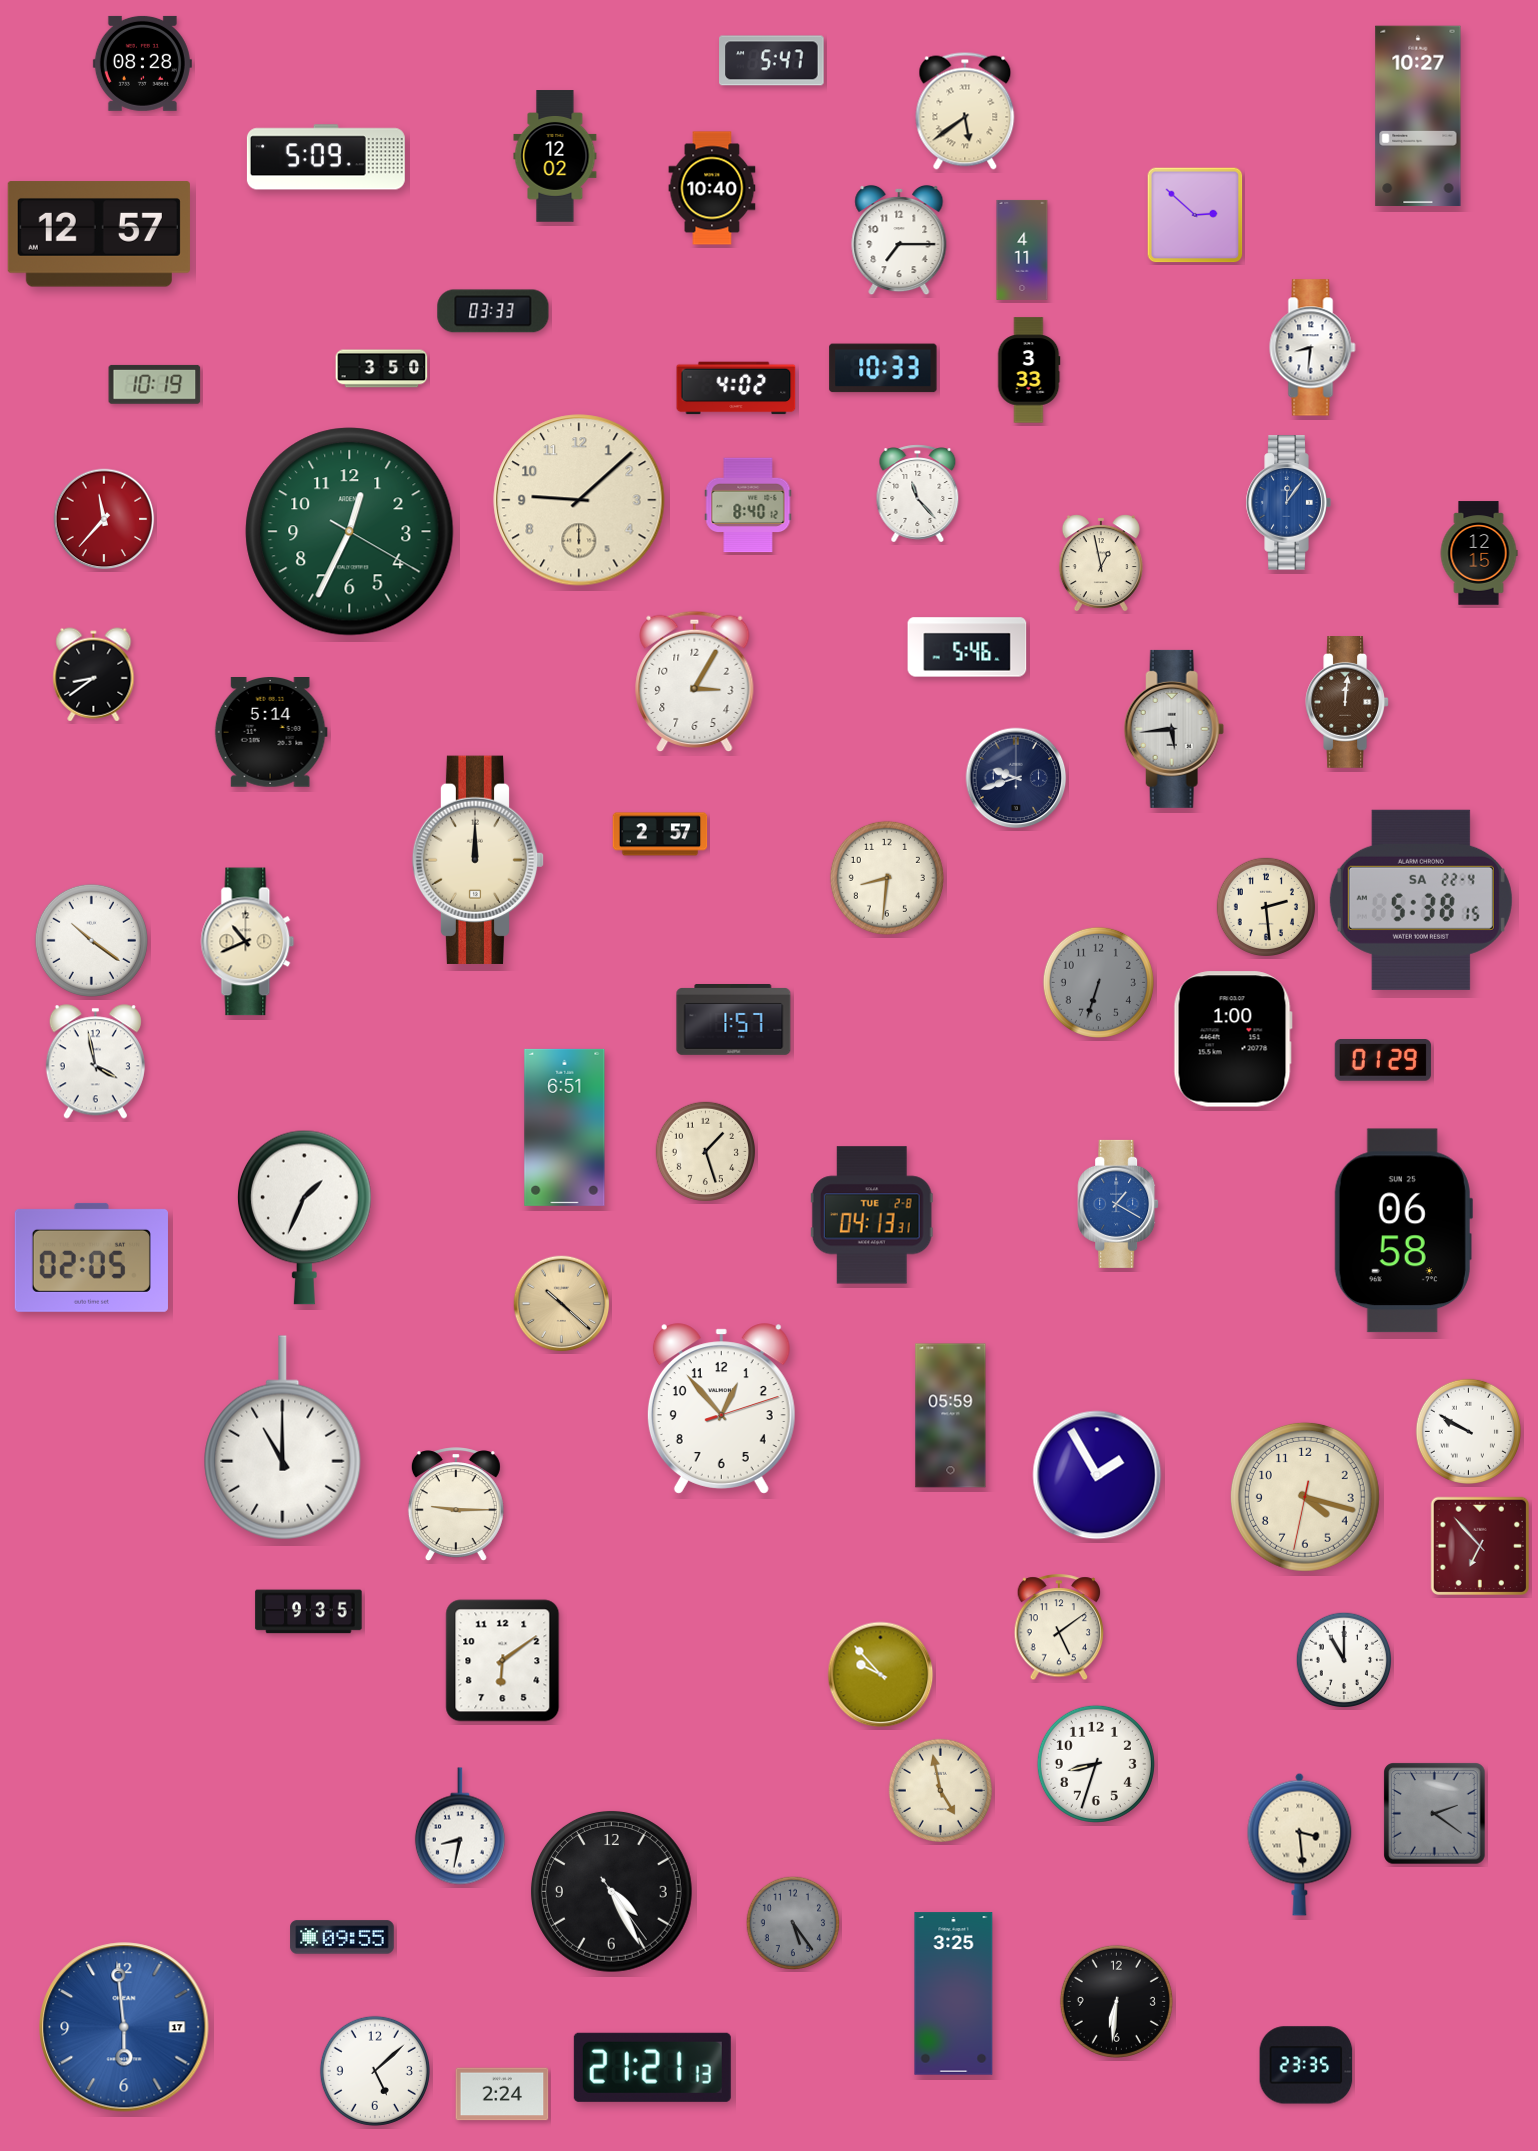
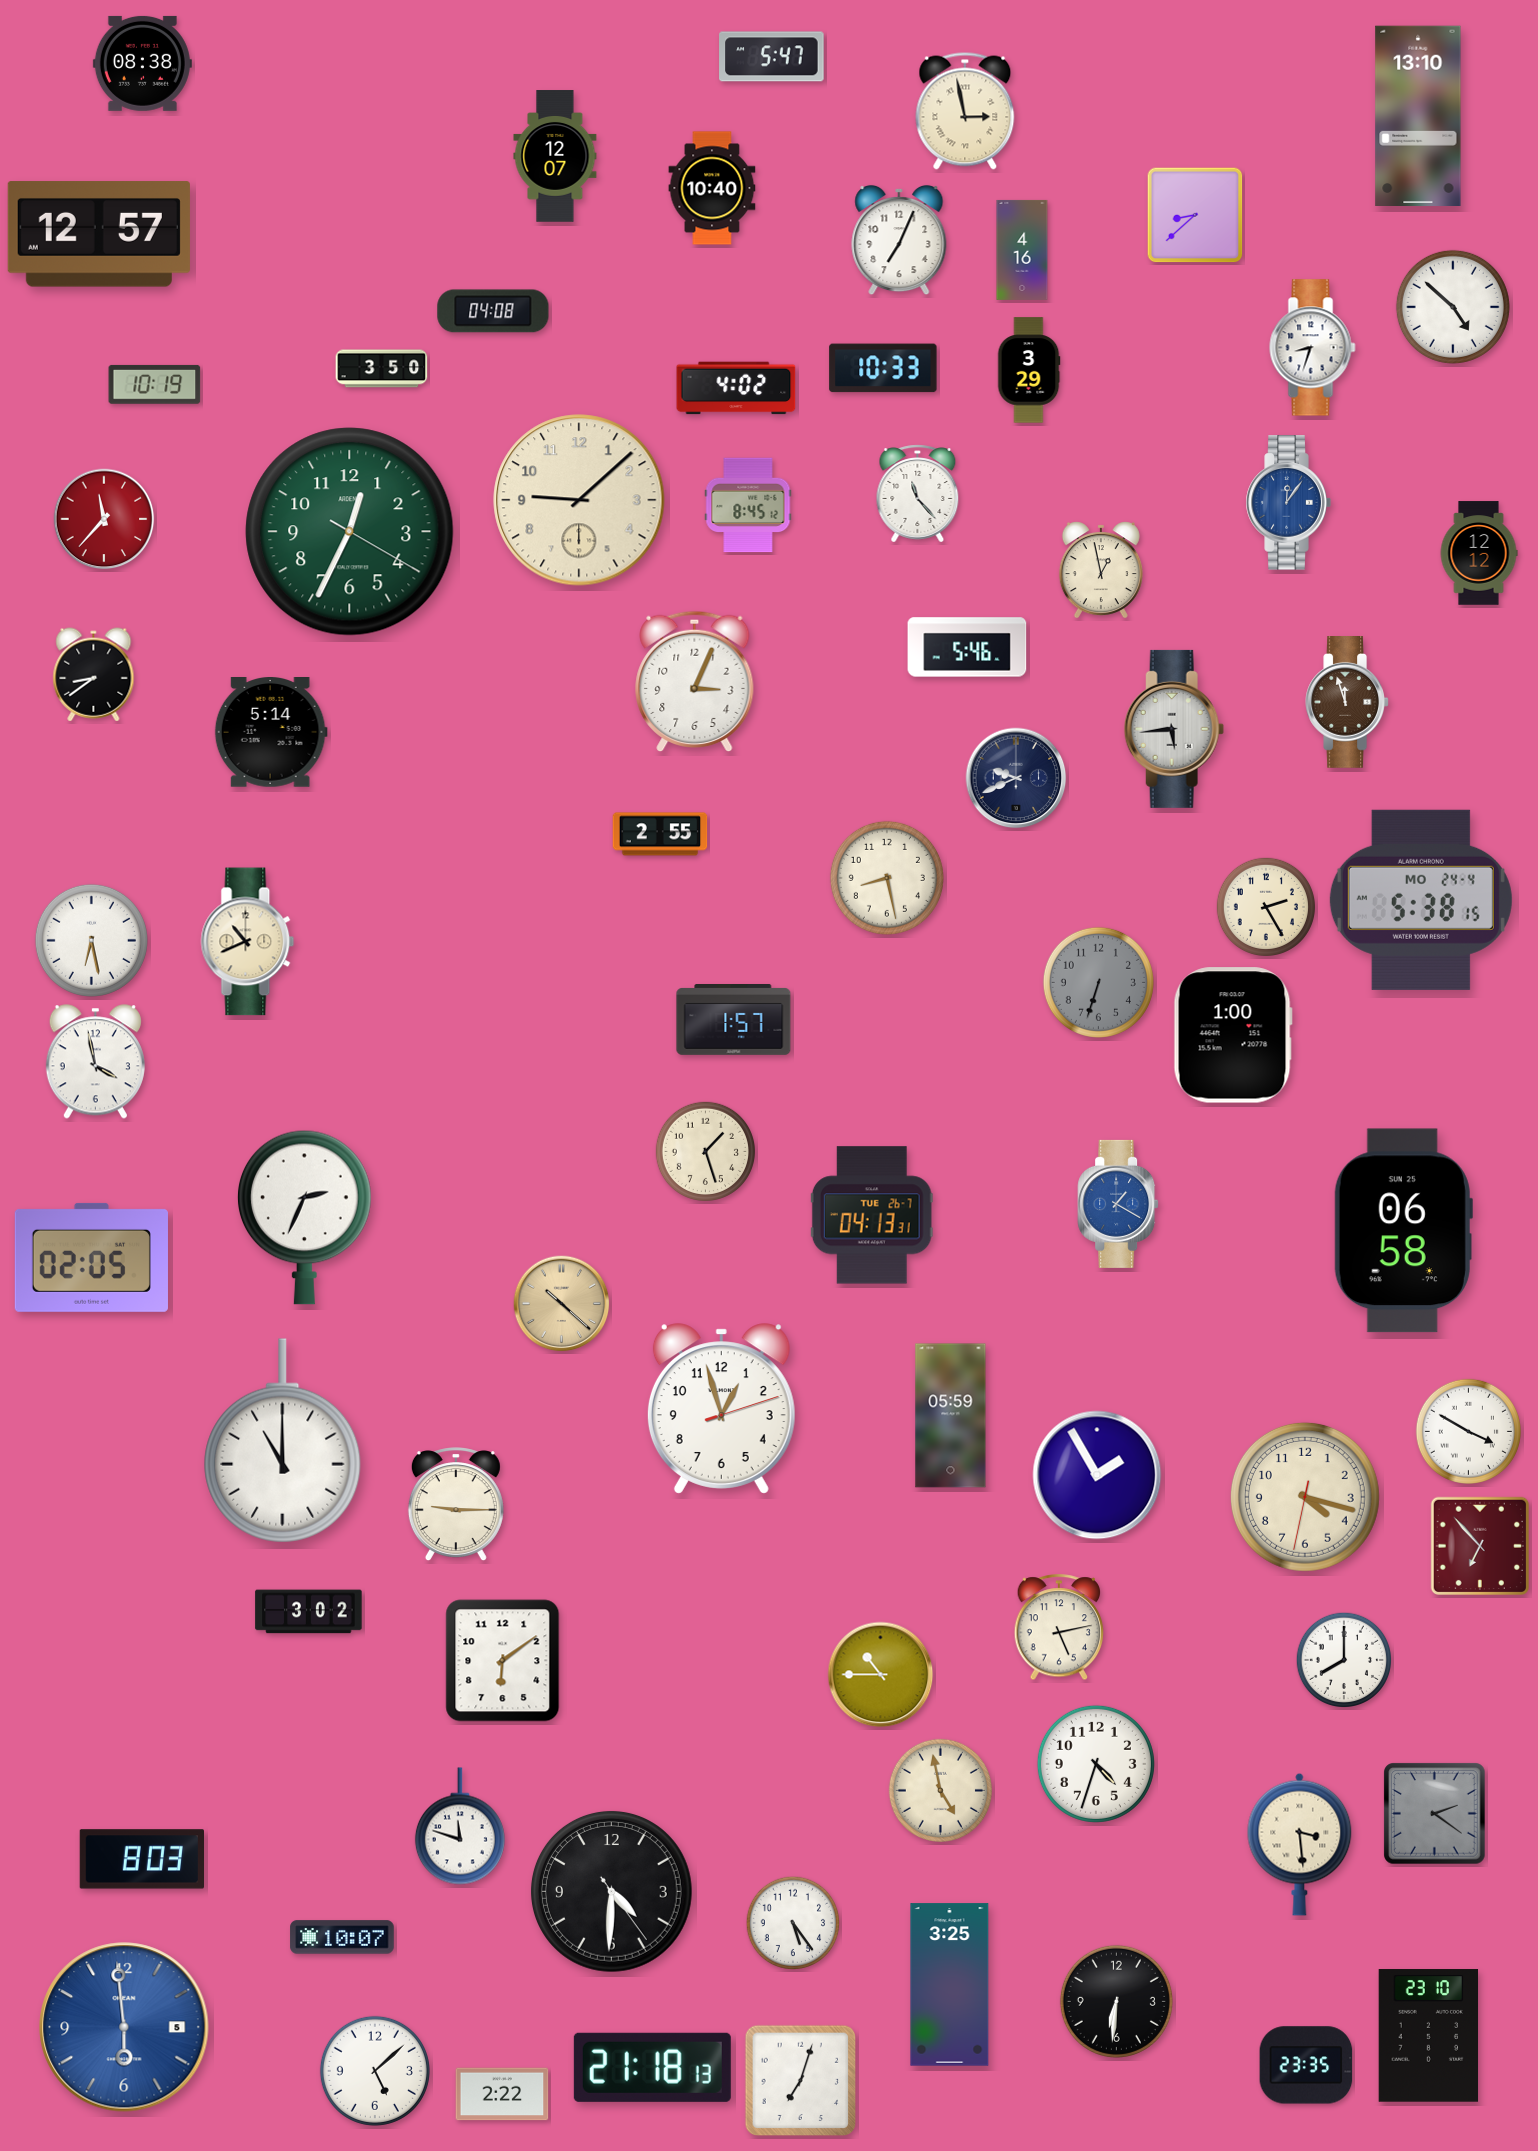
clock at (772, 61) position: (772, 61) -> (772, 57)
clock at (142, 63): 08:28 -> 08:38
clock at (965, 111): 5:39 -> 2:58
clock at (1418, 115): 10:27 -> 13:10
clock at (555, 156): 12:02 -> 12:07
clock at (326, 157): 5:09 -> none
clock at (1195, 215): 2:52 -> 8:38
clock at (899, 240): 7:15 -> 7:04
clock at (1022, 250): 4:11 -> 4:16
clock at (1453, 307): none -> 4:52
clock at (493, 311): 03:33 -> 04:08
clock at (1313, 348): 8:31 -> 8:33
clock at (1029, 370): 3:33 -> 3:29
clock at (748, 505): 8:40 -> 8:45
clock at (1479, 553): 12:15 -> 12:12
clock at (1101, 563) position: (1101, 563) -> (1101, 570)
clock at (695, 682): 3:05 -> 3:04
clock at (1347, 703): 12:01 -> 11:57
clock at (1016, 778): 9:42 -> 9:41
clock at (660, 834): 2:57 -> 2:55
clock at (478, 860): 12:00 -> none
clock at (887, 878): 8:31 -> 8:28
clock at (1421, 900) date: SA 22-4 -> MO 24-4
clock at (1265, 906): 2:29 -> 2:25
clock at (91, 940): 10:21 -> 6:28
clock at (1233, 1039) position: (1233, 1039) -> (1233, 1035)
clock at (1383, 1061): 01:29 -> none
clock at (565, 1127): 6:51 -> none
clock at (872, 1215) date: TUE 2-8 -> TUE 26-7
clock at (304, 1217): 1:34 -> 2:34
clock at (721, 1409): 12:53 -> 12:57
clock at (1468, 1431): 9:50 -> 3:50
clock at (283, 1438) position: (283, 1438) -> (283, 1441)
clock at (309, 1612): 9:35 -> 3:02
clock at (1059, 1628): 5:09 -> 5:13
clock at (1344, 1660): 11:00 -> 8:00
clock at (881, 1675): 9:53 -> 10:45
clock at (1096, 1764): 8:33 -> 4:33
clock at (460, 1826): 8:32 -> 11:48
clock at (141, 1859): none -> 8:03
clock at (611, 1891): 4:25 -> 4:30
clock at (793, 1923) dial: grey -> white
clock at (342, 1937): 09:55 -> 10:07
clock at (954, 1994) position: (954, 1994) -> (950, 1985)
clock at (124, 2027) date: 17 -> 5
clock at (1429, 2036): none -> 23:10
clock at (652, 2067): 21:21 -> 21:18
clock at (801, 2081): none -> 7:03
clock at (502, 2094): 2:24 -> 2:22
